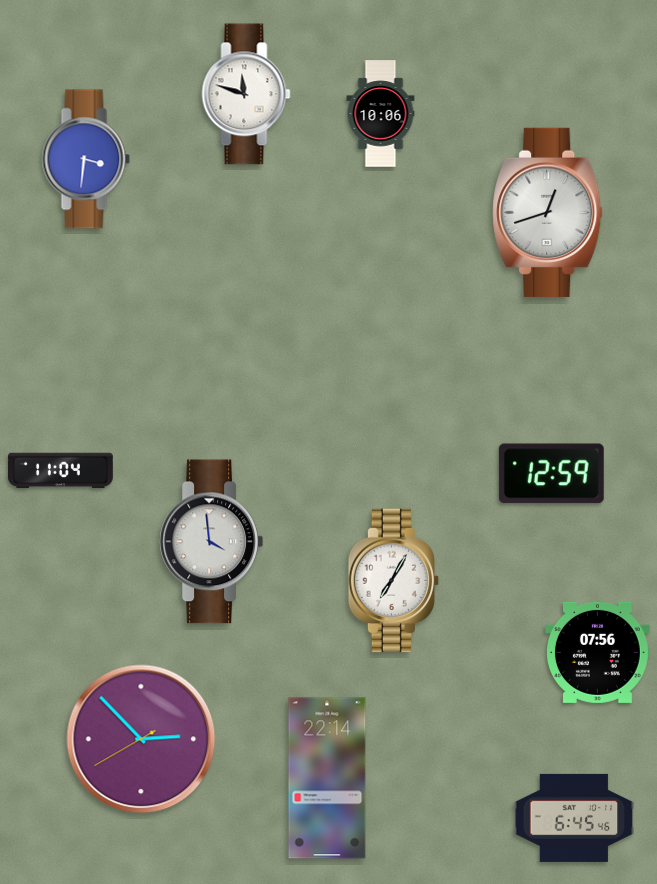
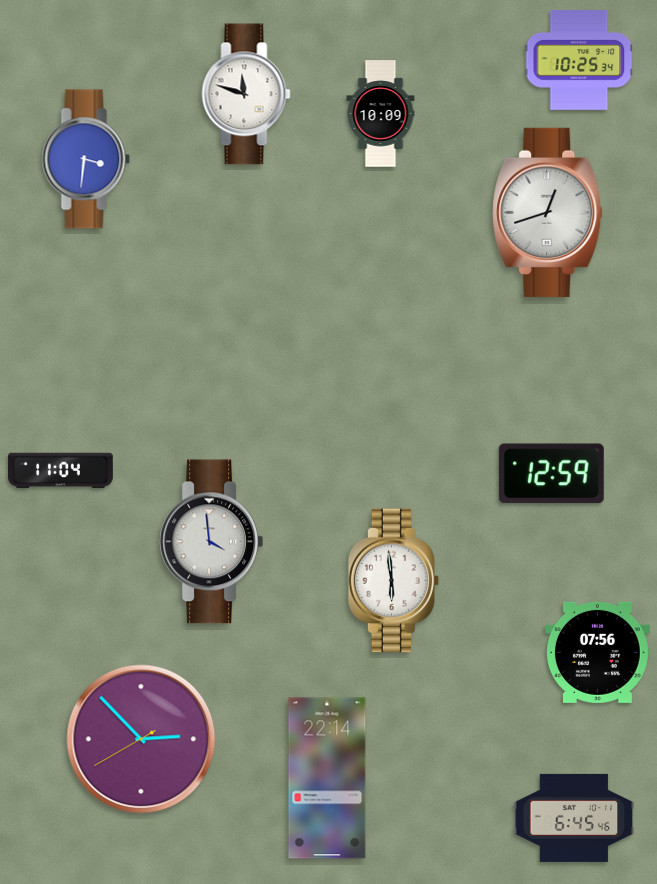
clock at (579, 60): none -> 10:25
clock at (381, 114): 10:06 -> 10:09
clock at (394, 581): 7:05 -> 5:59
